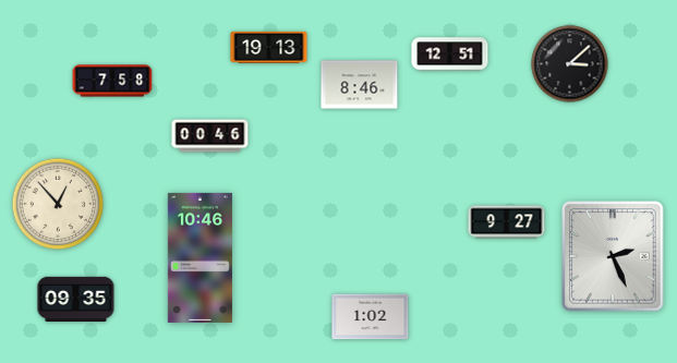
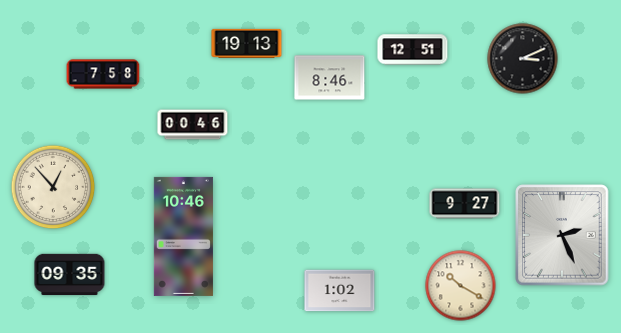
clock at (570, 64): 3:08 -> 3:11
clock at (461, 286): none -> 10:20
